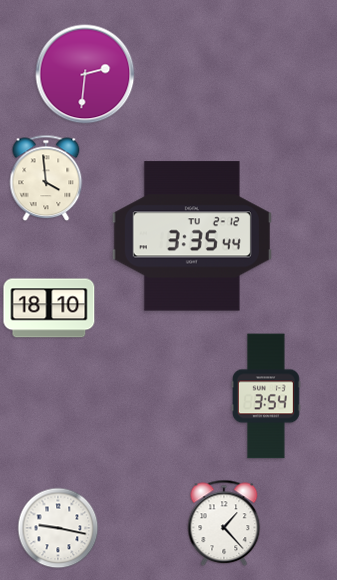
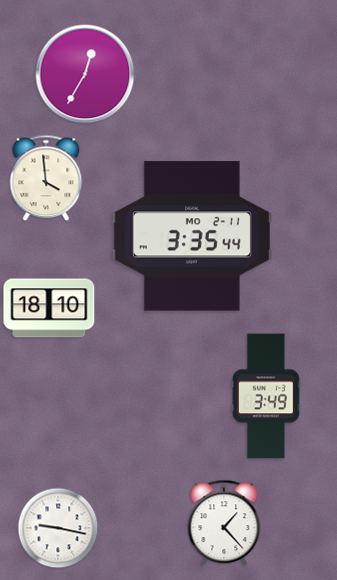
clock at (85, 74): 2:31 -> 12:35
clock at (192, 236) date: TU 2-12 -> MO 2-11
clock at (266, 396): 3:54 -> 3:49
